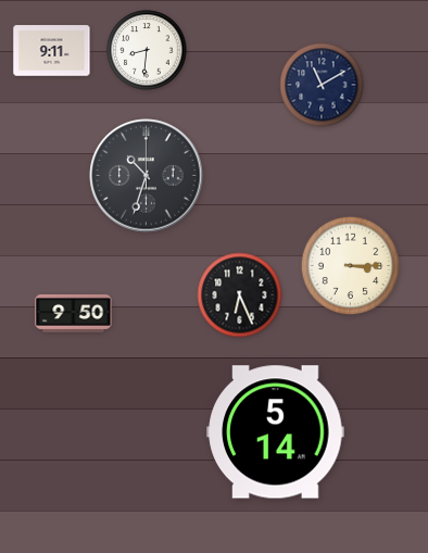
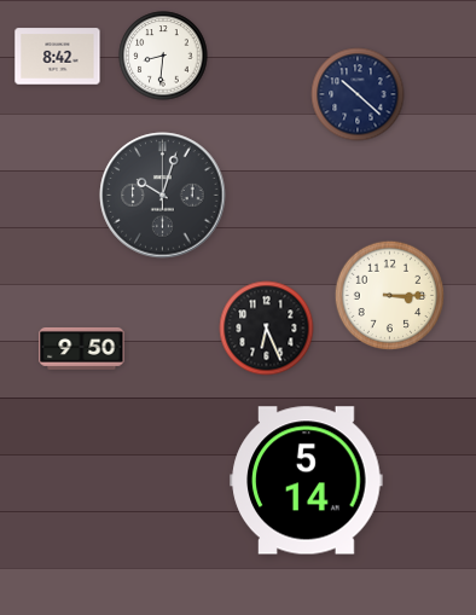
clock at (52, 51): 9:11 -> 8:42
clock at (322, 85): 11:10 -> 10:22
clock at (147, 176): 10:33 -> 10:03
